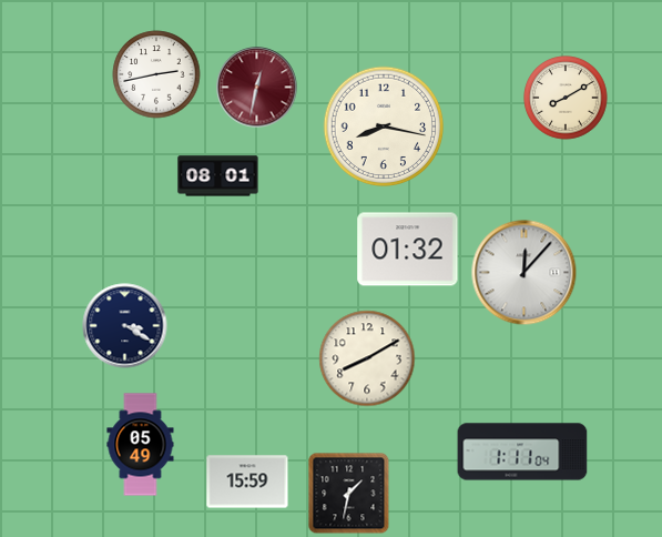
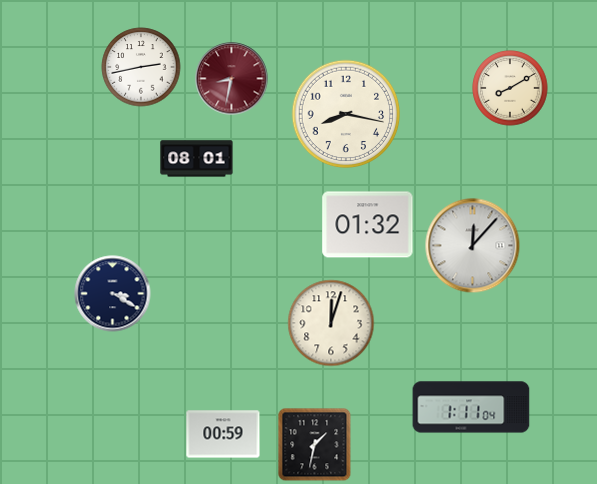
clock at (257, 88): 12:32 -> 8:32
clock at (367, 358): 8:10 -> 12:03
clock at (141, 445): 05:49 -> none
clock at (247, 482): 15:59 -> 00:59
